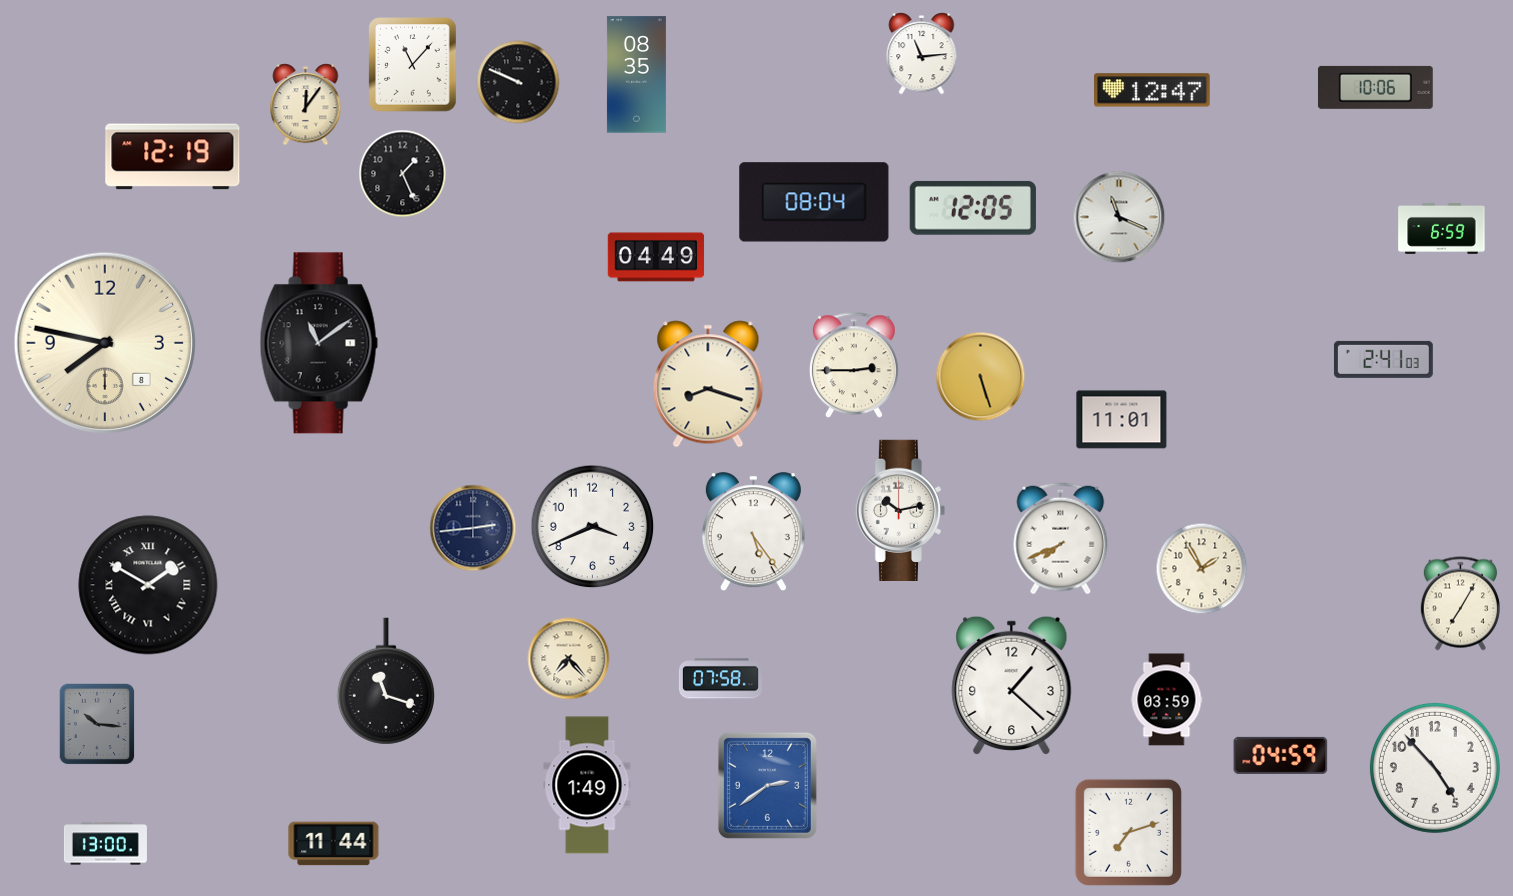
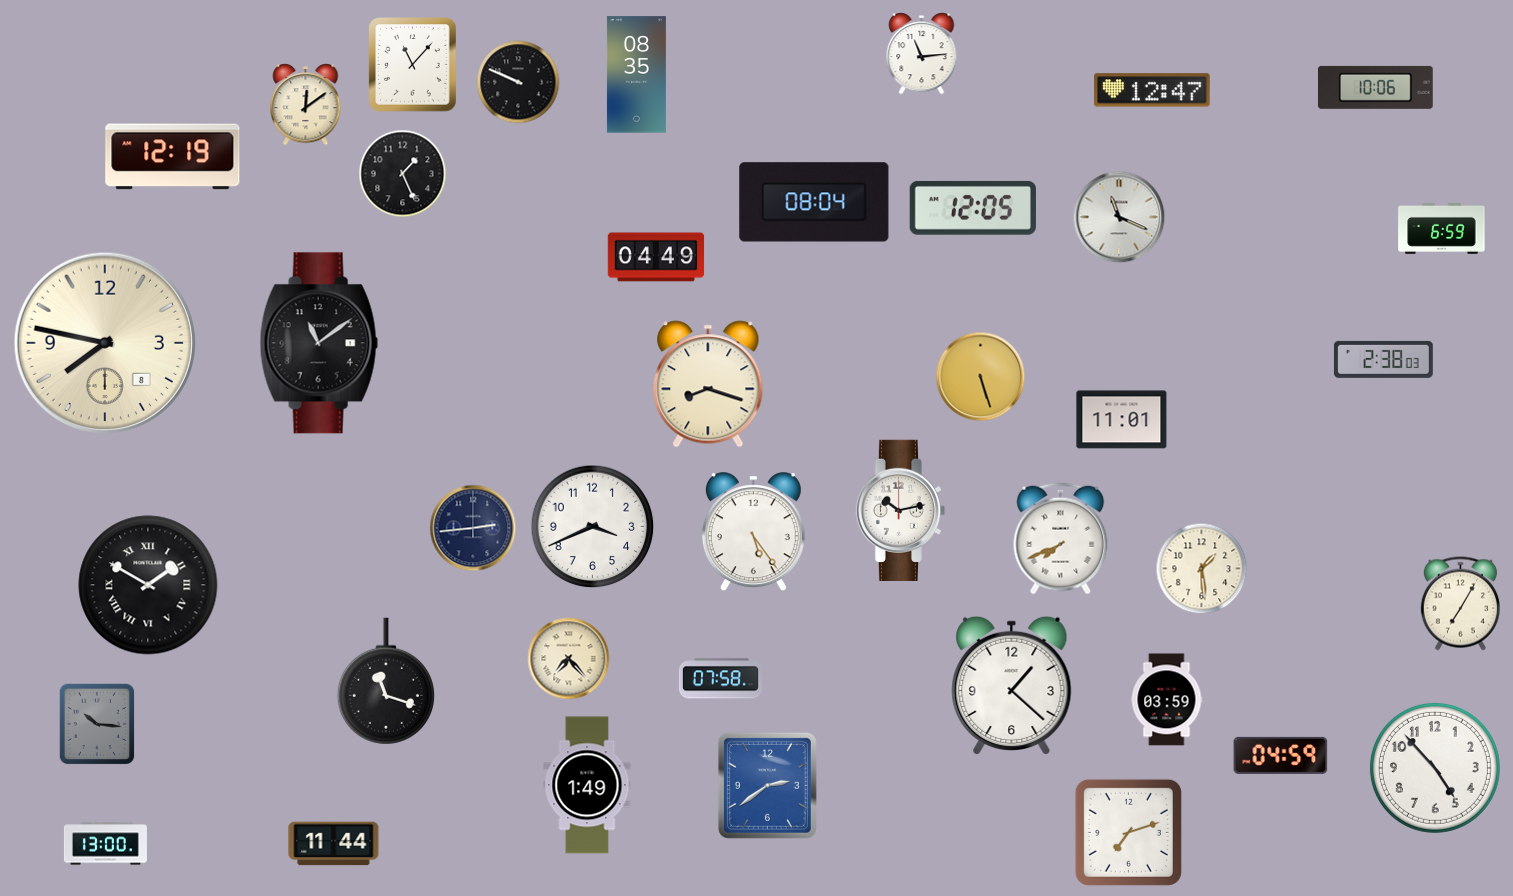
clock at (306, 105): 12:06 -> 12:09
clock at (1383, 359): 2:41 -> 2:38
clock at (854, 366): 2:45 -> none
clock at (1202, 569): 1:55 -> 1:29
